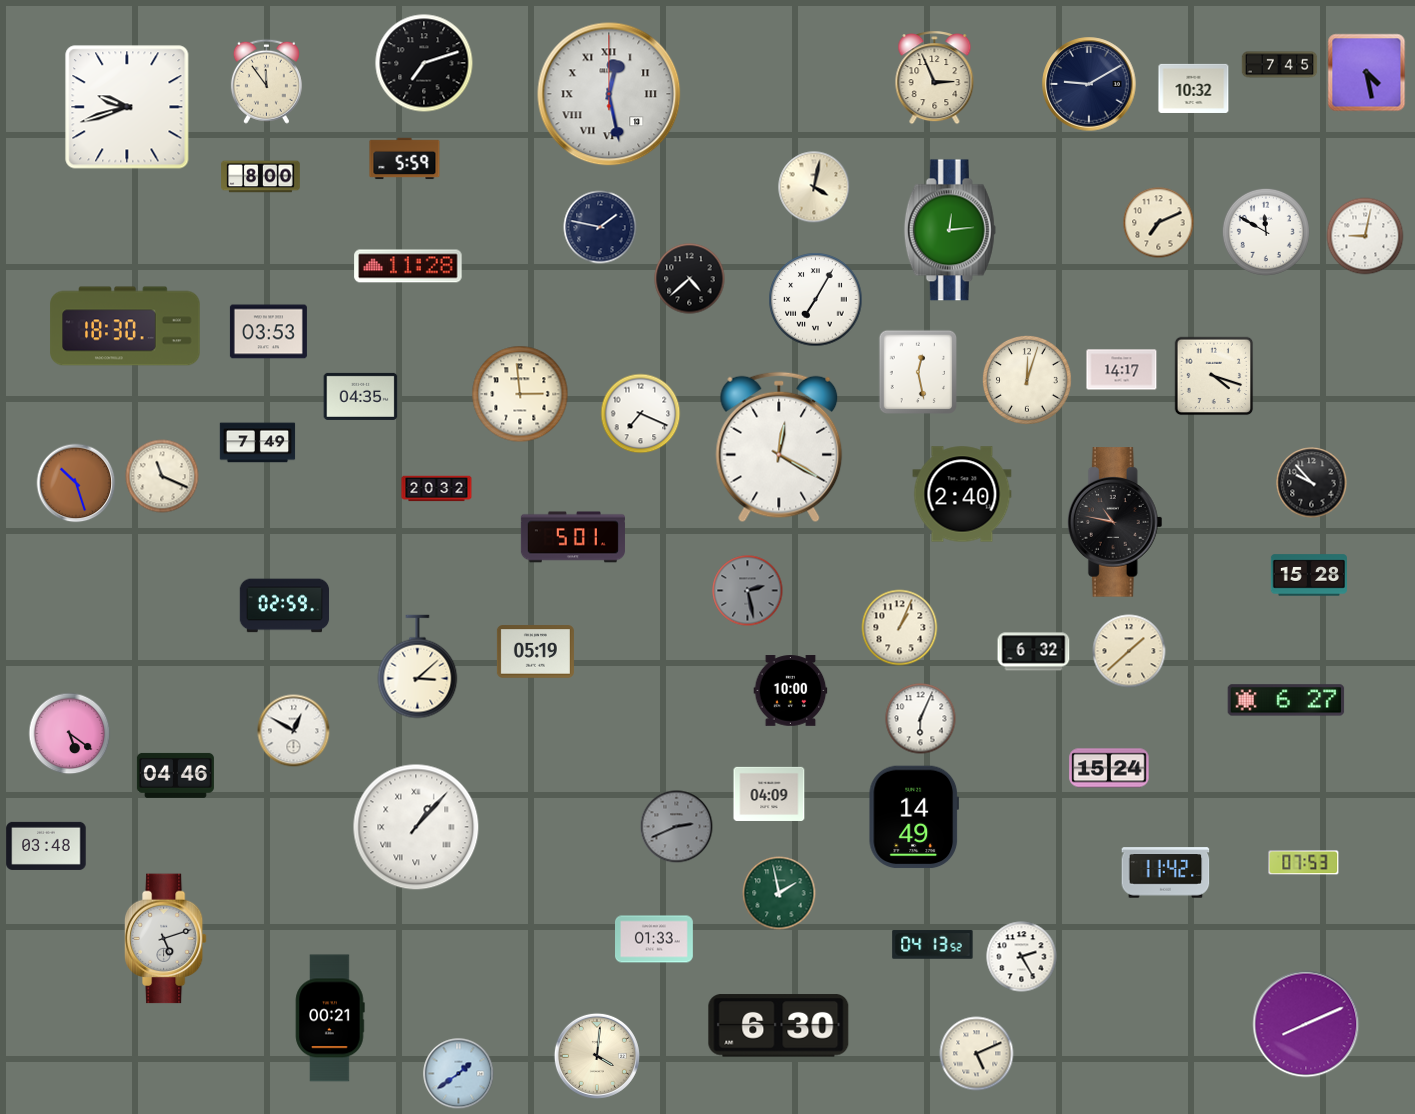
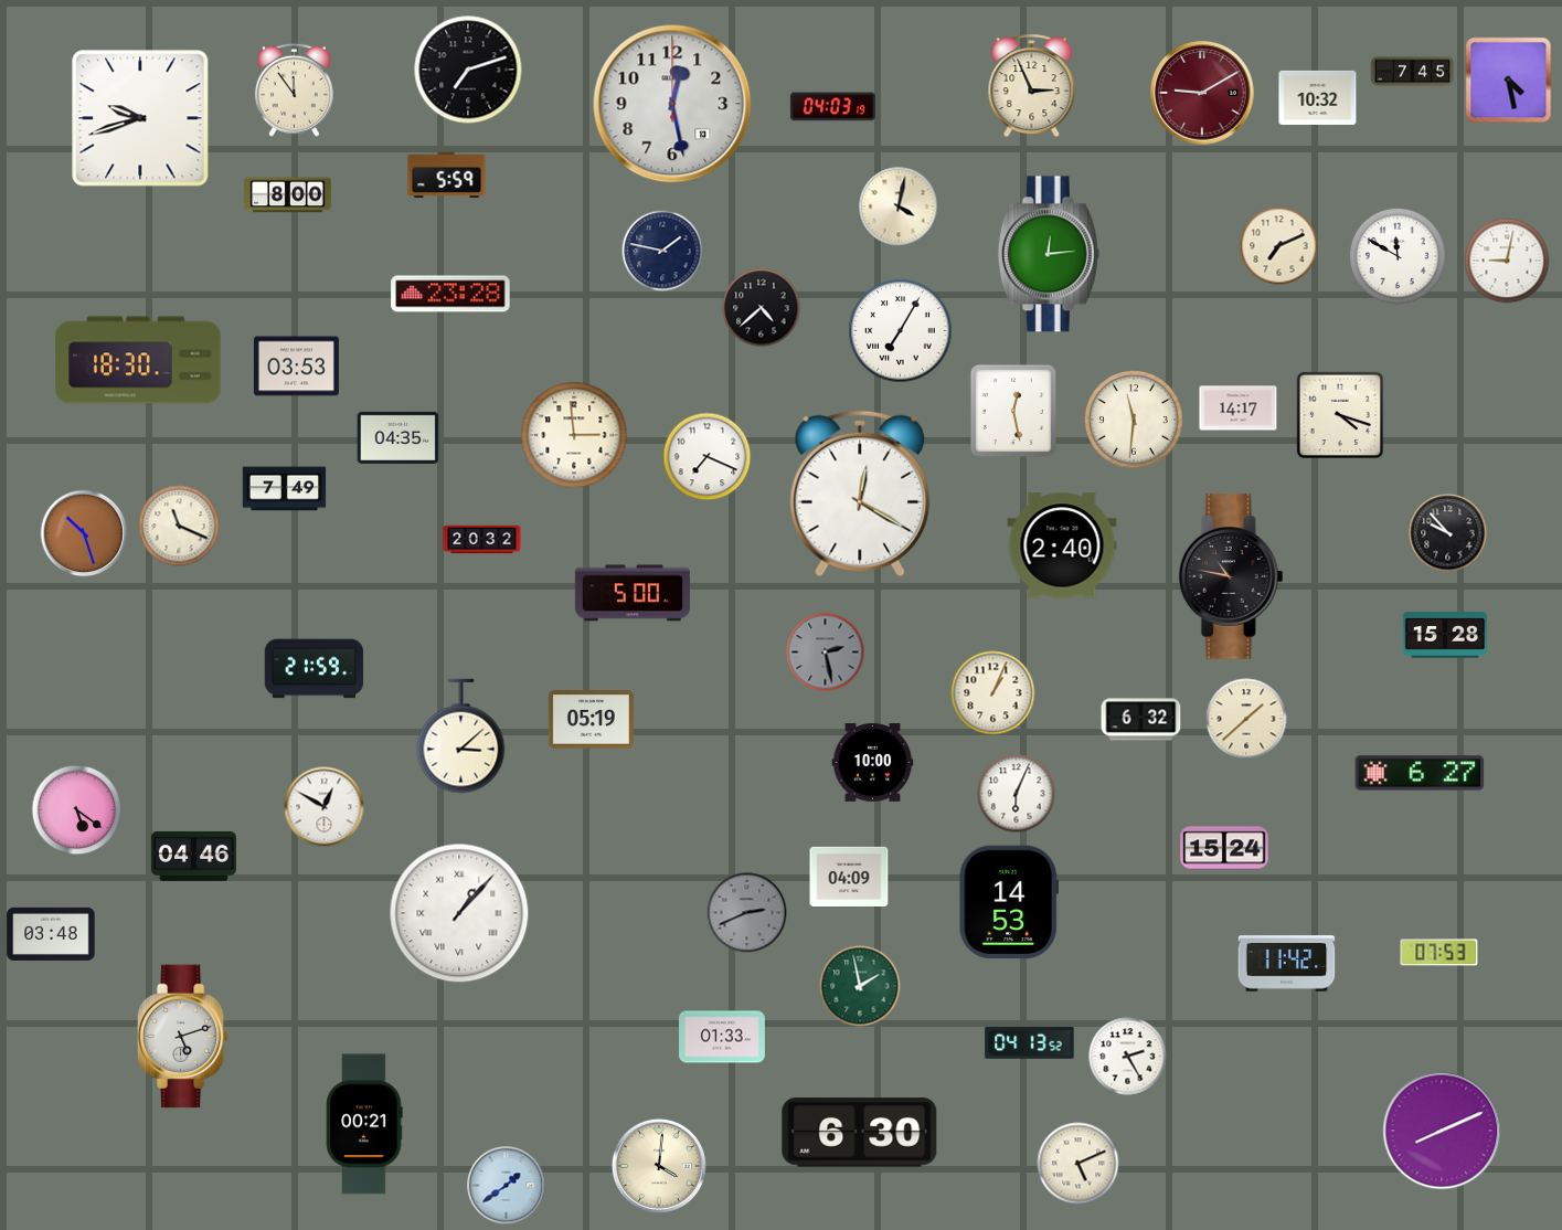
clock at (1089, 84) dial: navy -> burgundy
clock at (609, 94) numerals: Roman -> Arabic
clock at (832, 107): none -> 04:03
clock at (408, 266): 11:28 -> 23:28
clock at (1027, 380): 12:03 -> 11:31
clock at (573, 537): 5:01 -> 5:00
clock at (285, 606): 02:59 -> 21:59
clock at (913, 817): 14:49 -> 14:53
